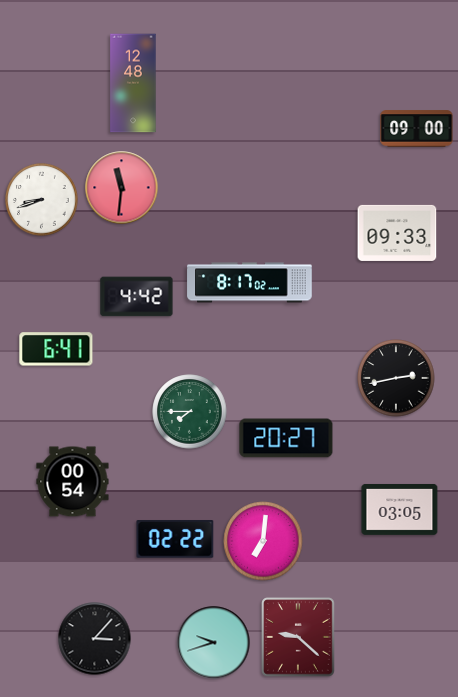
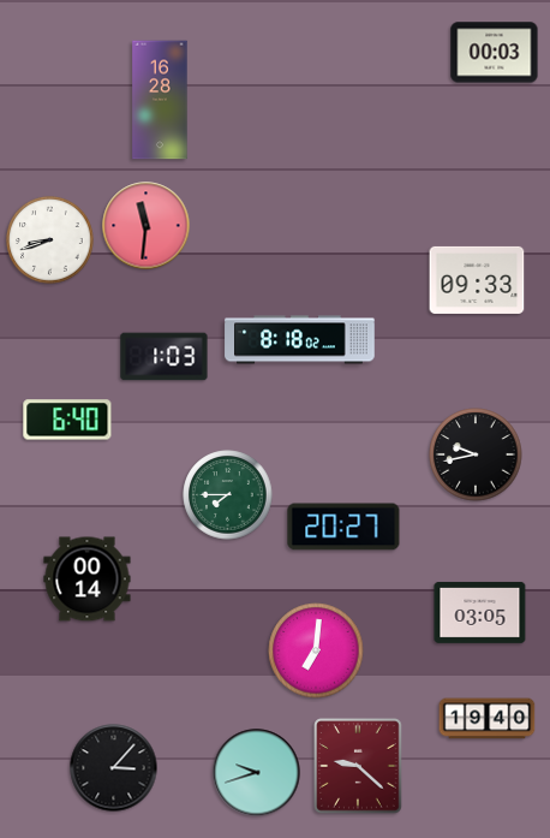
clock at (495, 53): none -> 00:03
clock at (133, 83): 12:48 -> 16:28
clock at (417, 129): 09:00 -> none
clock at (250, 283): 8:17 -> 8:18
clock at (137, 297): 4:42 -> 1:03
clock at (56, 349): 6:41 -> 6:40
clock at (396, 378): 2:43 -> 9:43
clock at (73, 482): 00:54 -> 00:14
clock at (175, 539): 02:22 -> none
clock at (488, 719): none -> 19:40
